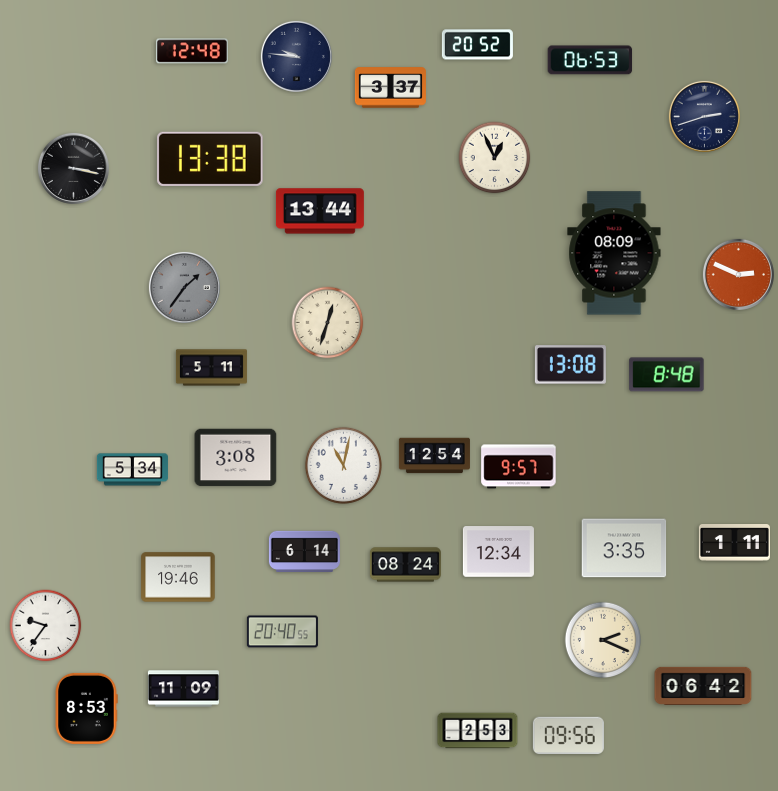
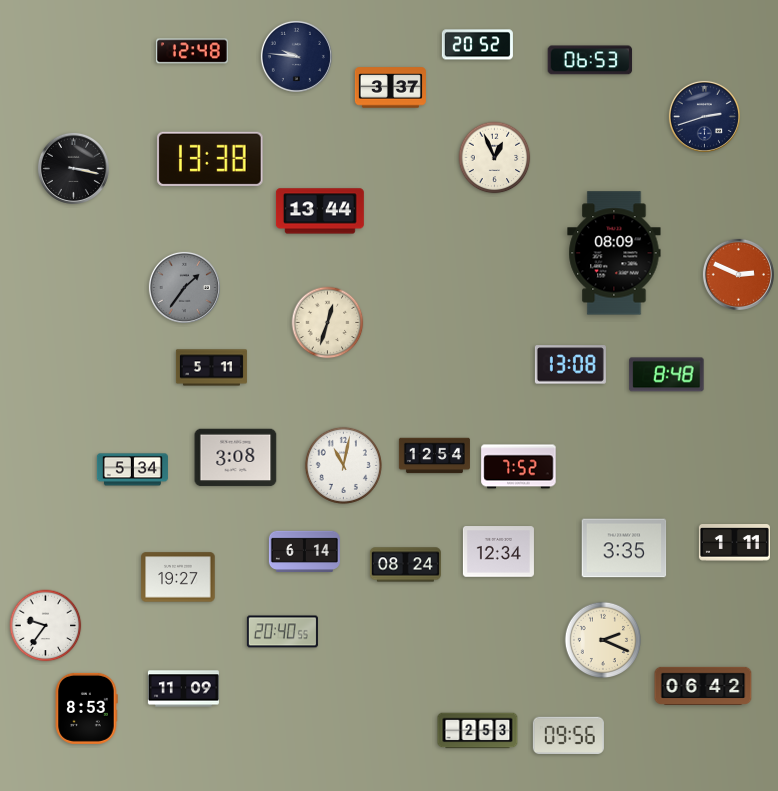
clock at (519, 467): 9:57 -> 7:52
clock at (178, 577): 19:46 -> 19:27
